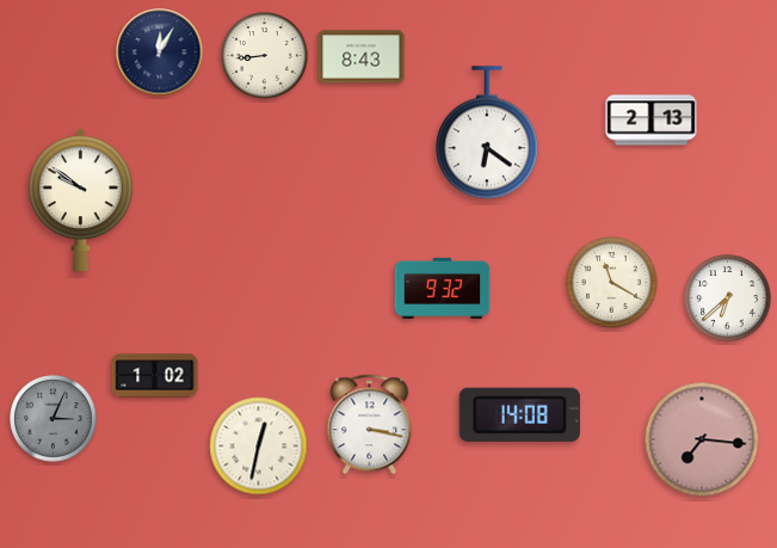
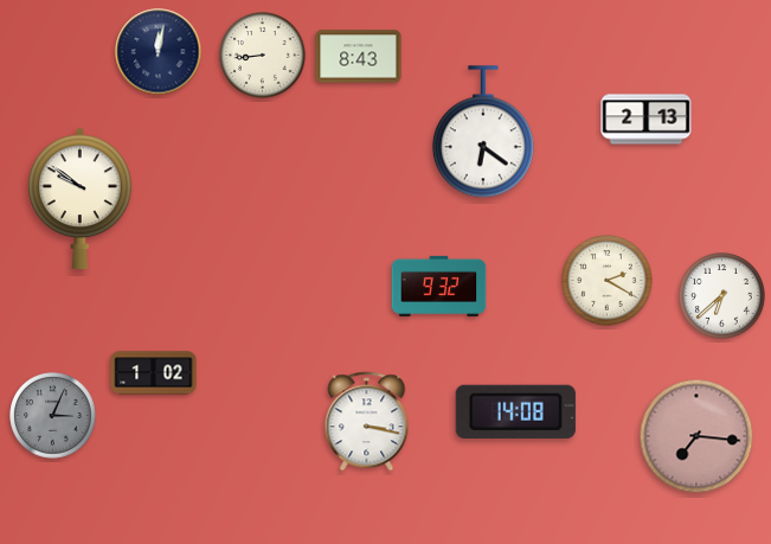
clock at (160, 53): 12:05 -> 12:02
clock at (612, 283): 11:20 -> 2:20
clock at (259, 447): 12:32 -> none
